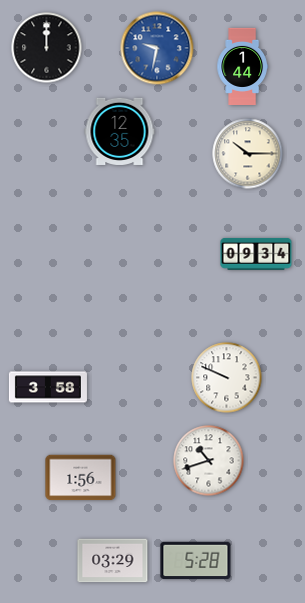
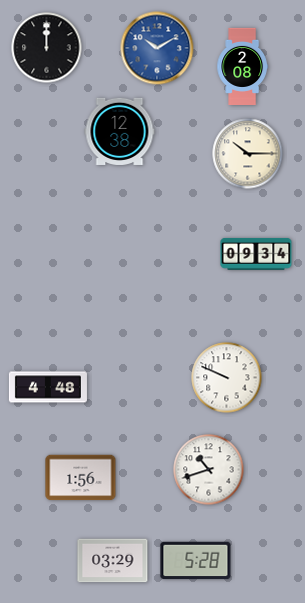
clock at (157, 48): 9:32 -> 10:10
clock at (242, 66): 1:44 -> 2:08
clock at (120, 131): 12:35 -> 12:38
clock at (48, 387): 3:58 -> 4:48
clock at (209, 461) position: (209, 461) -> (209, 470)
